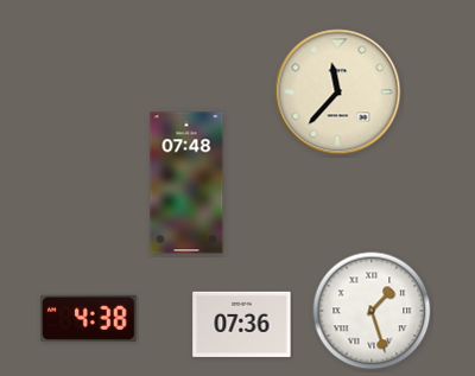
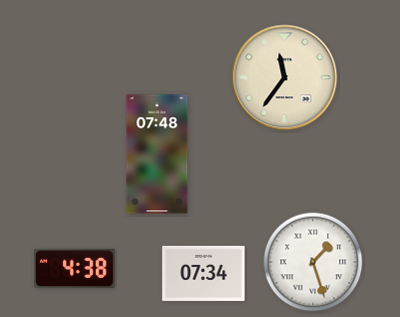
clock at (338, 93): 11:37 -> 11:36
clock at (242, 324): 07:36 -> 07:34
